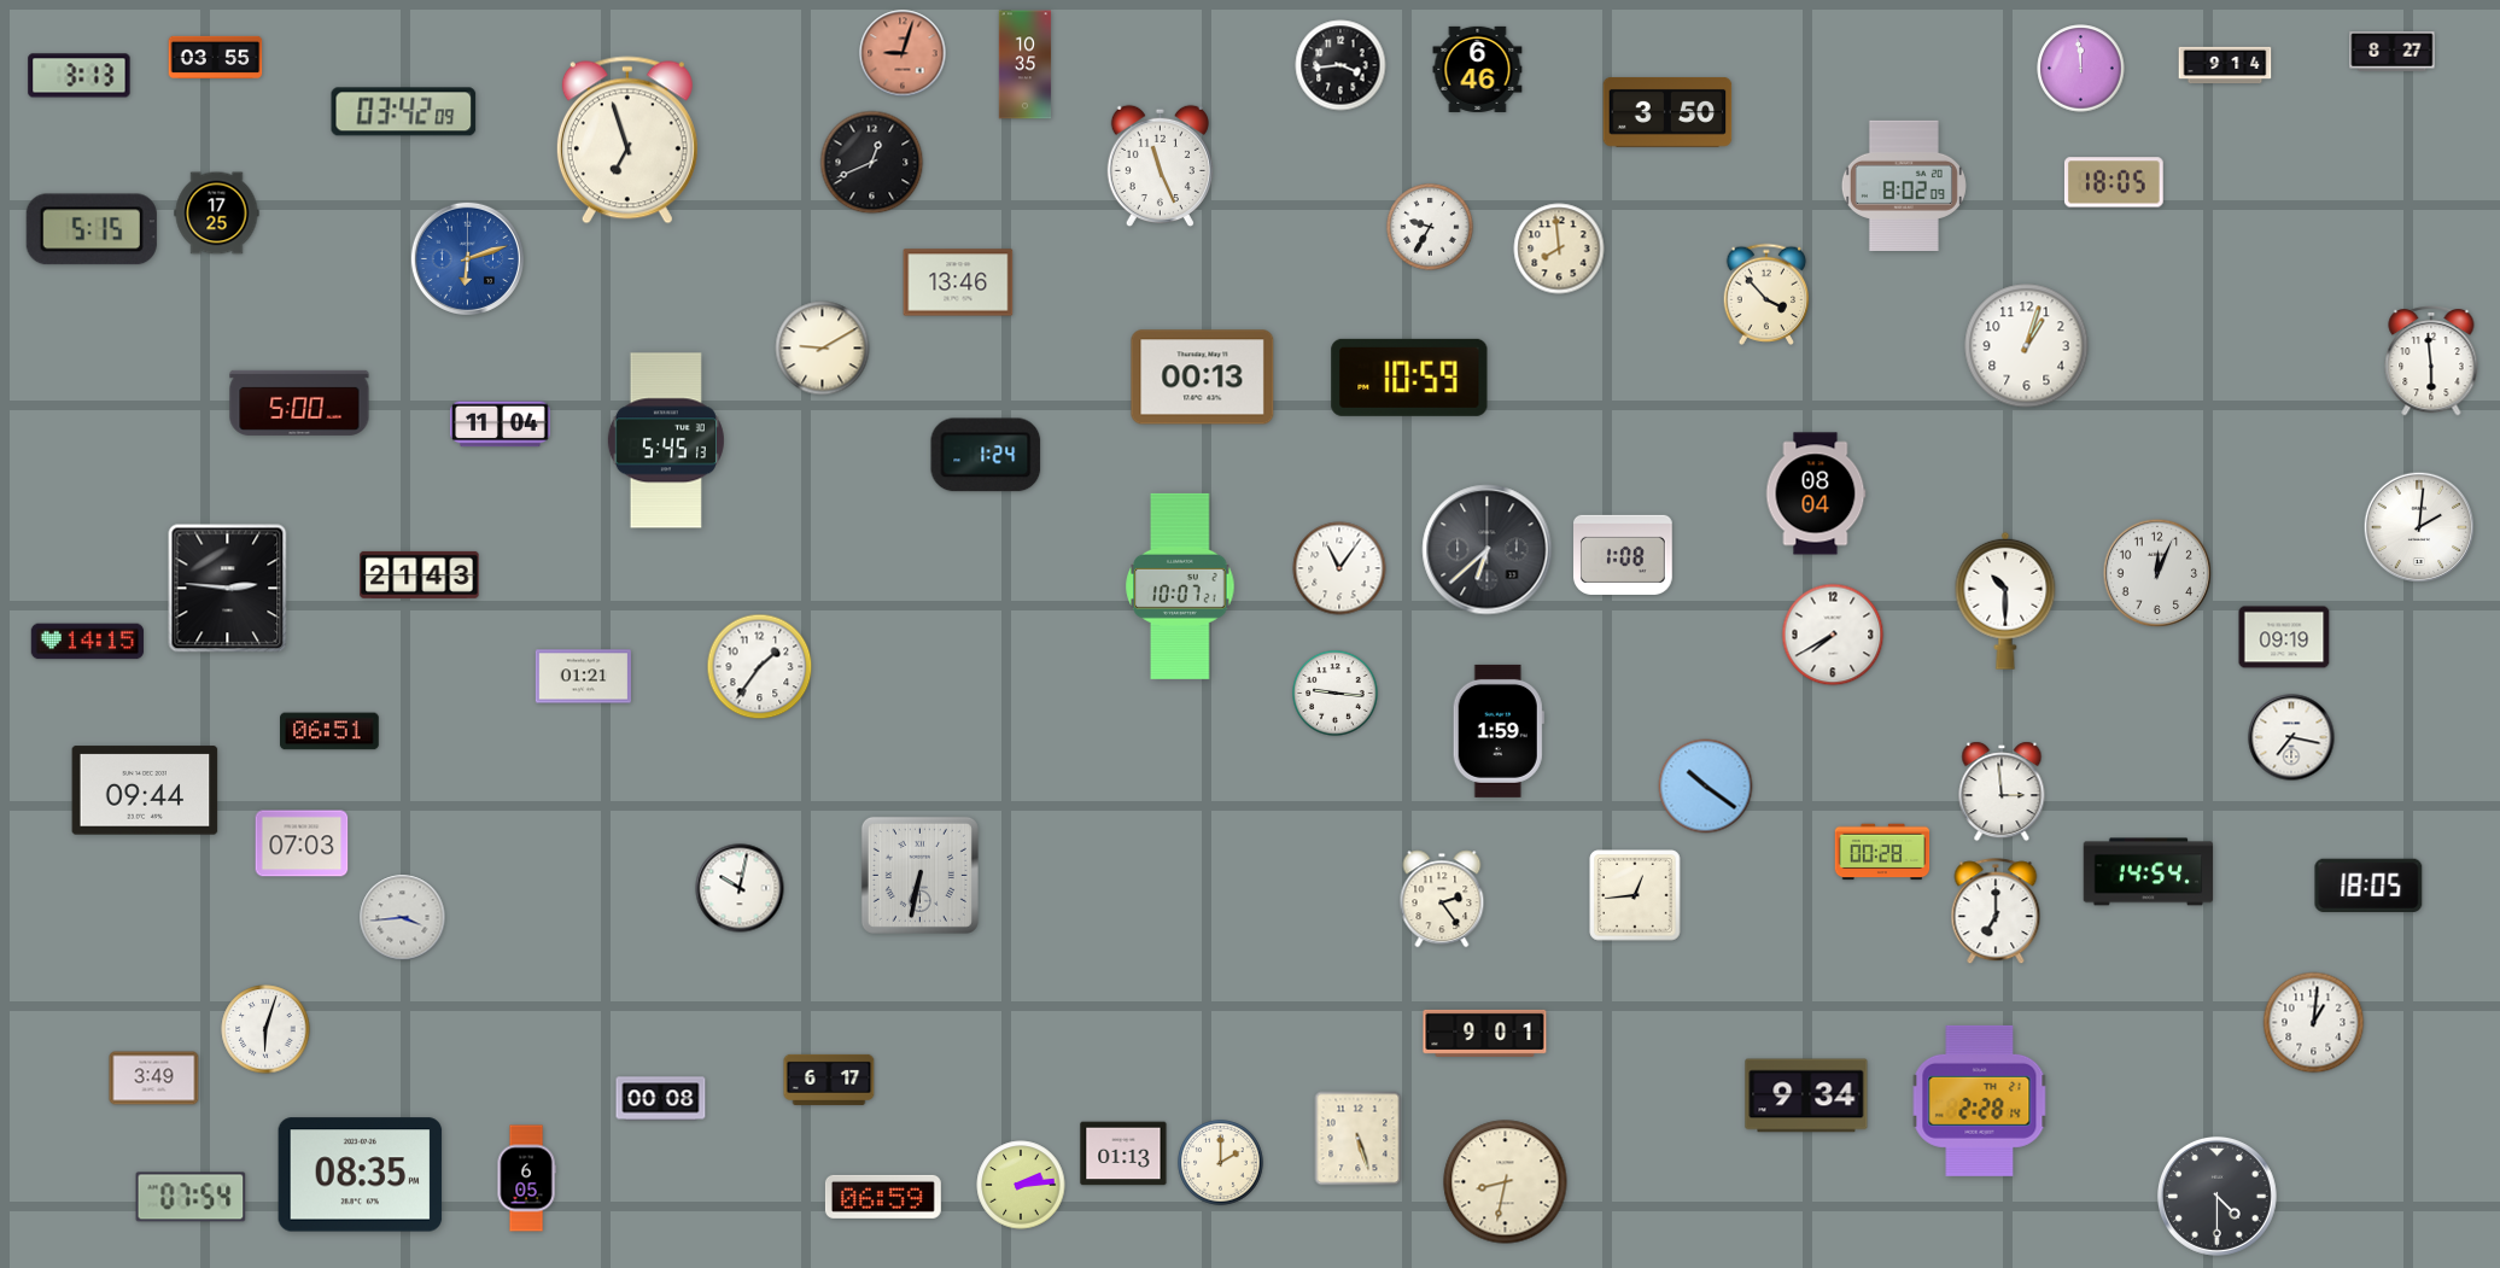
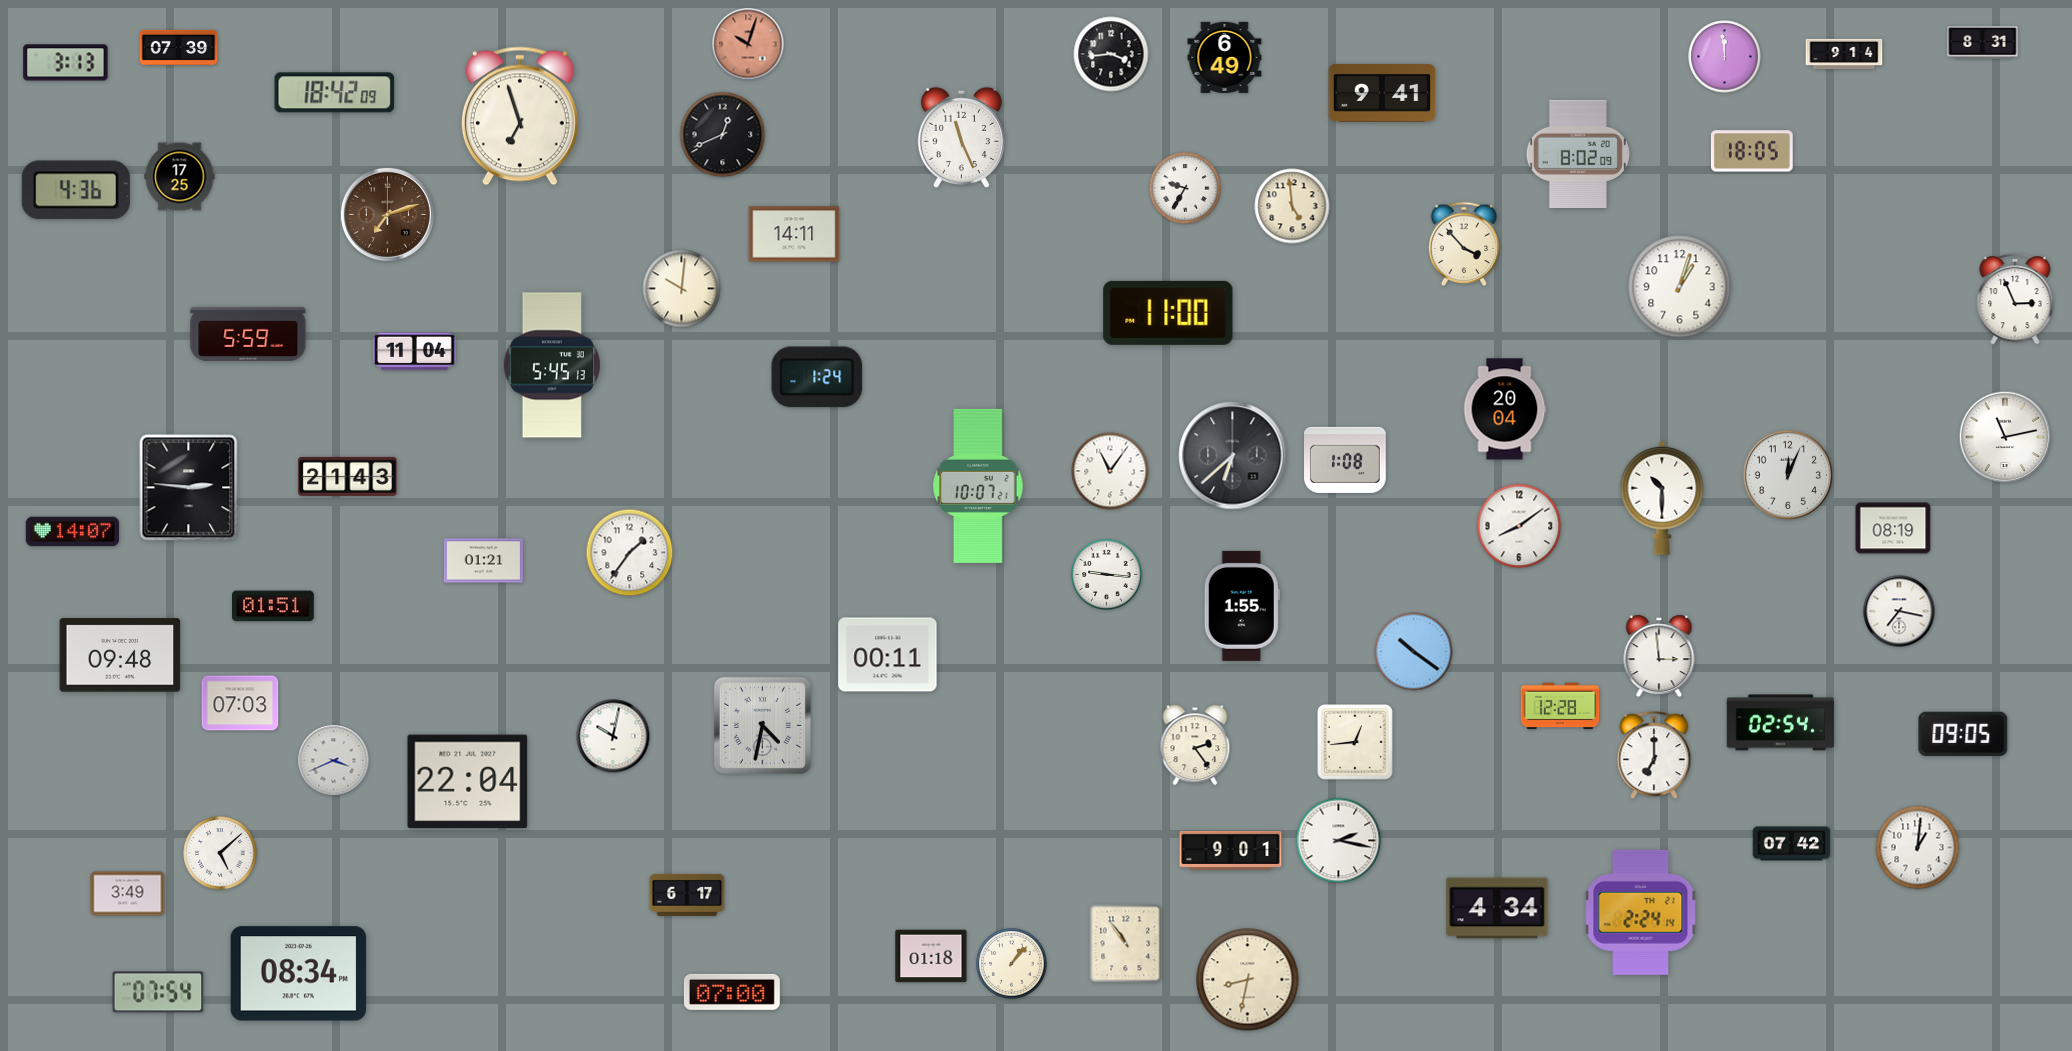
clock at (2393, 52): 8:27 -> 8:31
clock at (903, 53): 9:03 -> 10:03
clock at (216, 57): 03:55 -> 07:39
clock at (1026, 65): 10:35 -> none
clock at (1478, 69): 6:46 -> 6:49
clock at (404, 112): 03:42 -> 18:42
clock at (1667, 112): 3:50 -> 9:41
clock at (92, 229): 5:15 -> 4:36
clock at (1559, 249): 7:59 -> 4:59
clock at (467, 258): 6:12 -> 7:12
clock at (467, 258) dial: blue -> brown
clock at (958, 282): 13:46 -> 14:11
clock at (823, 349): 9:10 -> 10:01
clock at (2431, 362): 5:59 -> 2:56
clock at (1203, 378): 00:13 -> none
clock at (1409, 378): 10:59 -> 11:00
clock at (299, 403): 5:00 -> 5:59
clock at (1816, 493): 08:04 -> 20:04
clock at (2419, 527): 2:01 -> 11:13
clock at (1833, 635): 7:40 -> 8:09
clock at (2284, 637): 09:19 -> 08:19
clock at (88, 642): 14:15 -> 14:07
clock at (331, 731): 06:51 -> 01:51
clock at (1499, 731): 1:59 -> 1:55
clock at (145, 790): 09:44 -> 09:48
clock at (888, 655): none -> 00:11
clock at (302, 843) position: (302, 843) -> (240, 703)
clock at (1882, 852): 00:28 -> 12:28
clock at (2149, 872): 14:54 -> 02:54
clock at (919, 875): 6:32 -> 4:32
clock at (2368, 886): 18:05 -> 09:05
clock at (403, 918): 3:44 -> 3:41
clock at (468, 782): none -> 22:04
clock at (1339, 841): none -> 2:17
clock at (1792, 844): none -> 07:42
clock at (265, 1029): 6:03 -> 5:08
clock at (1485, 1033) position: (1485, 1033) -> (1231, 850)
clock at (1806, 1095): 9:34 -> 4:34
clock at (661, 1099): 00:08 -> none
clock at (1980, 1100): 2:28 -> 2:24
clock at (1359, 1139): 5:27 -> 10:54
clock at (1123, 1153): 01:13 -> 01:18
clock at (1221, 1163): 2:00 -> 1:07
clock at (361, 1175): 08:35 -> 08:34
clock at (526, 1179): 6:05 -> none
clock at (1021, 1185): 2:14 -> none
clock at (2216, 1196): 4:30 -> none
clock at (883, 1197): 06:59 -> 07:00
